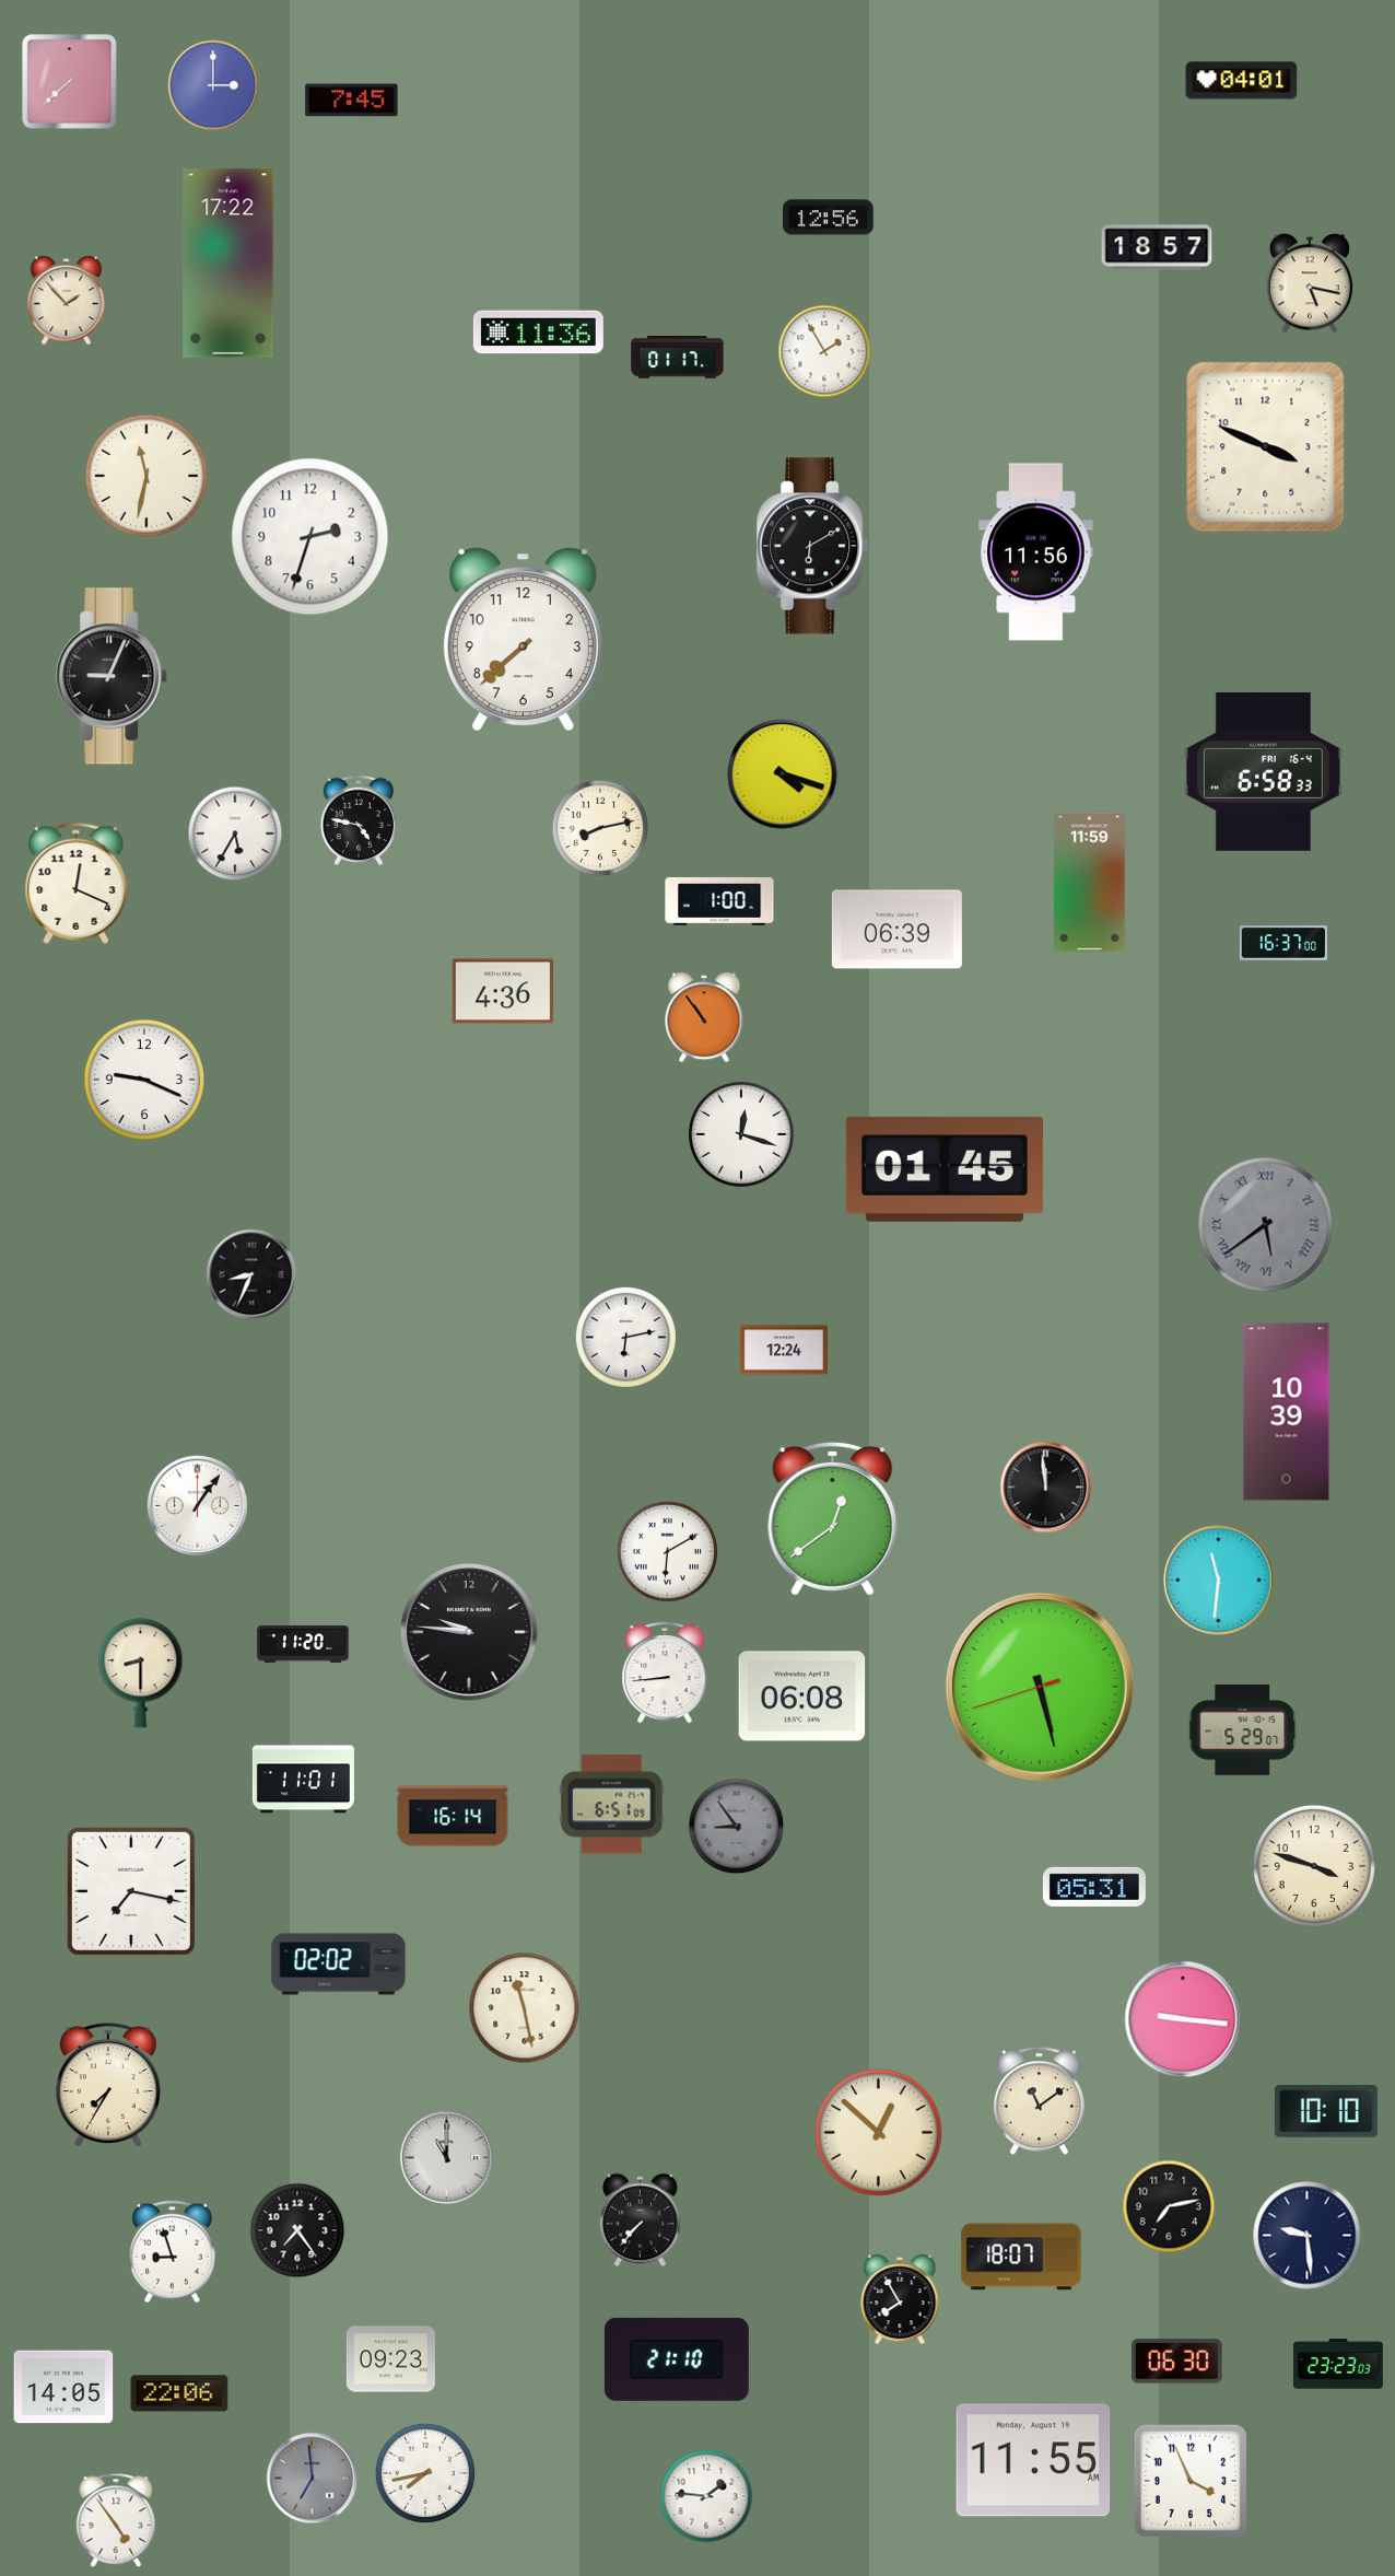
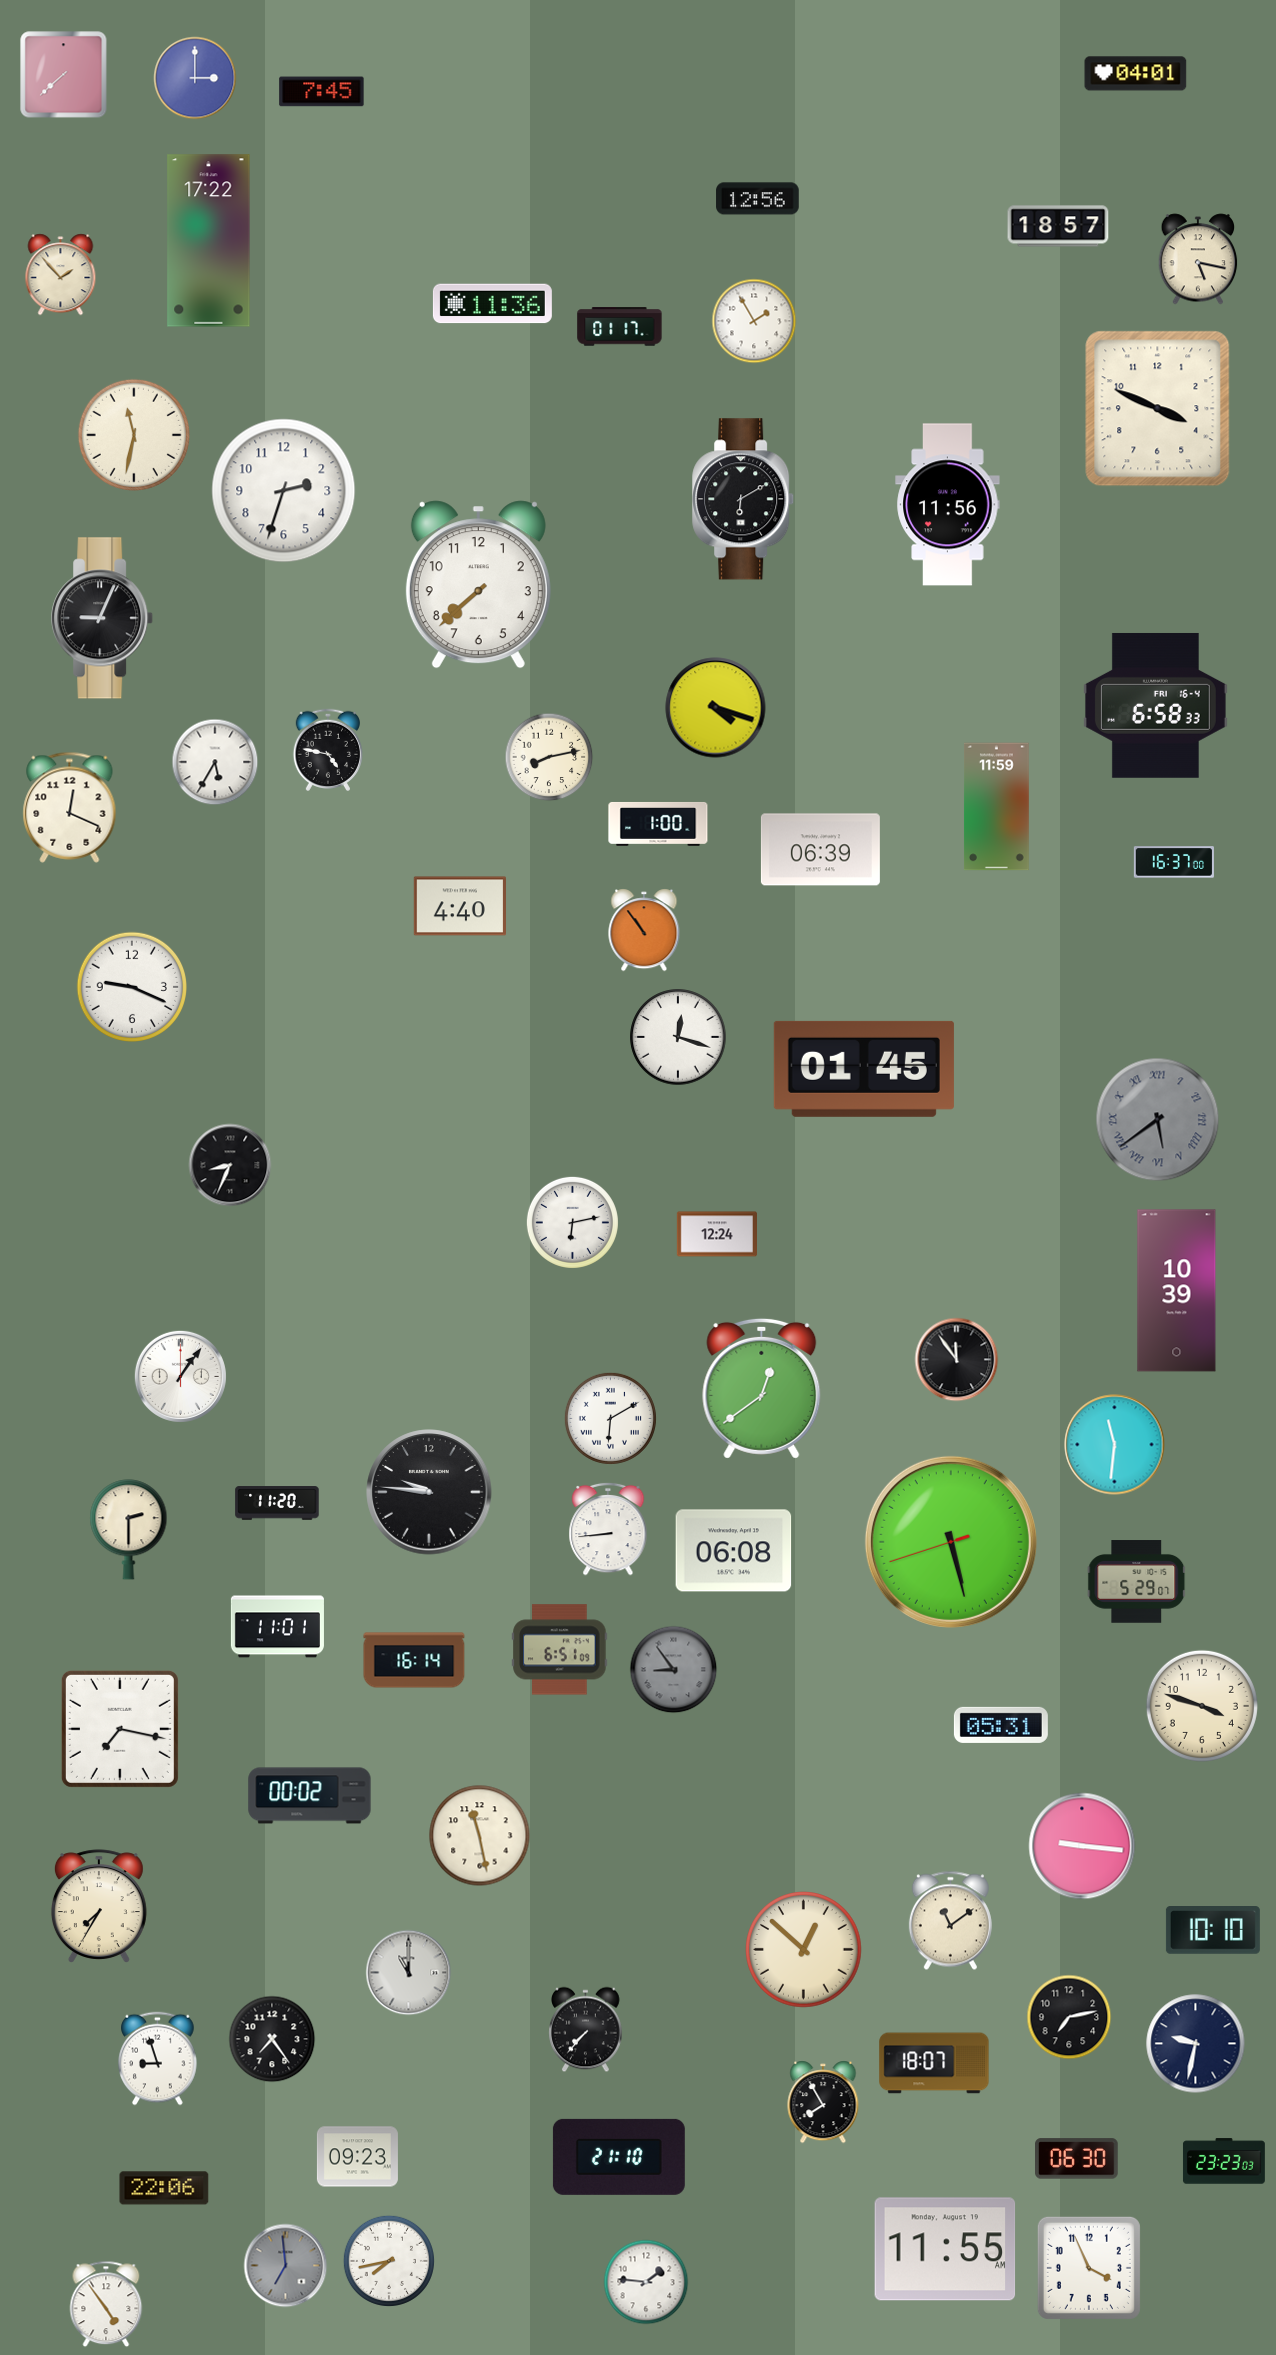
clock at (502, 991): 4:36 -> 4:40
clock at (1046, 1488): 11:59 -> 11:54
clock at (141, 1674): 8:30 -> 2:30
clock at (339, 1965): 02:02 -> 00:02
clock at (1308, 2236): 9:29 -> 9:32
clock at (63, 2387): 14:05 -> none
